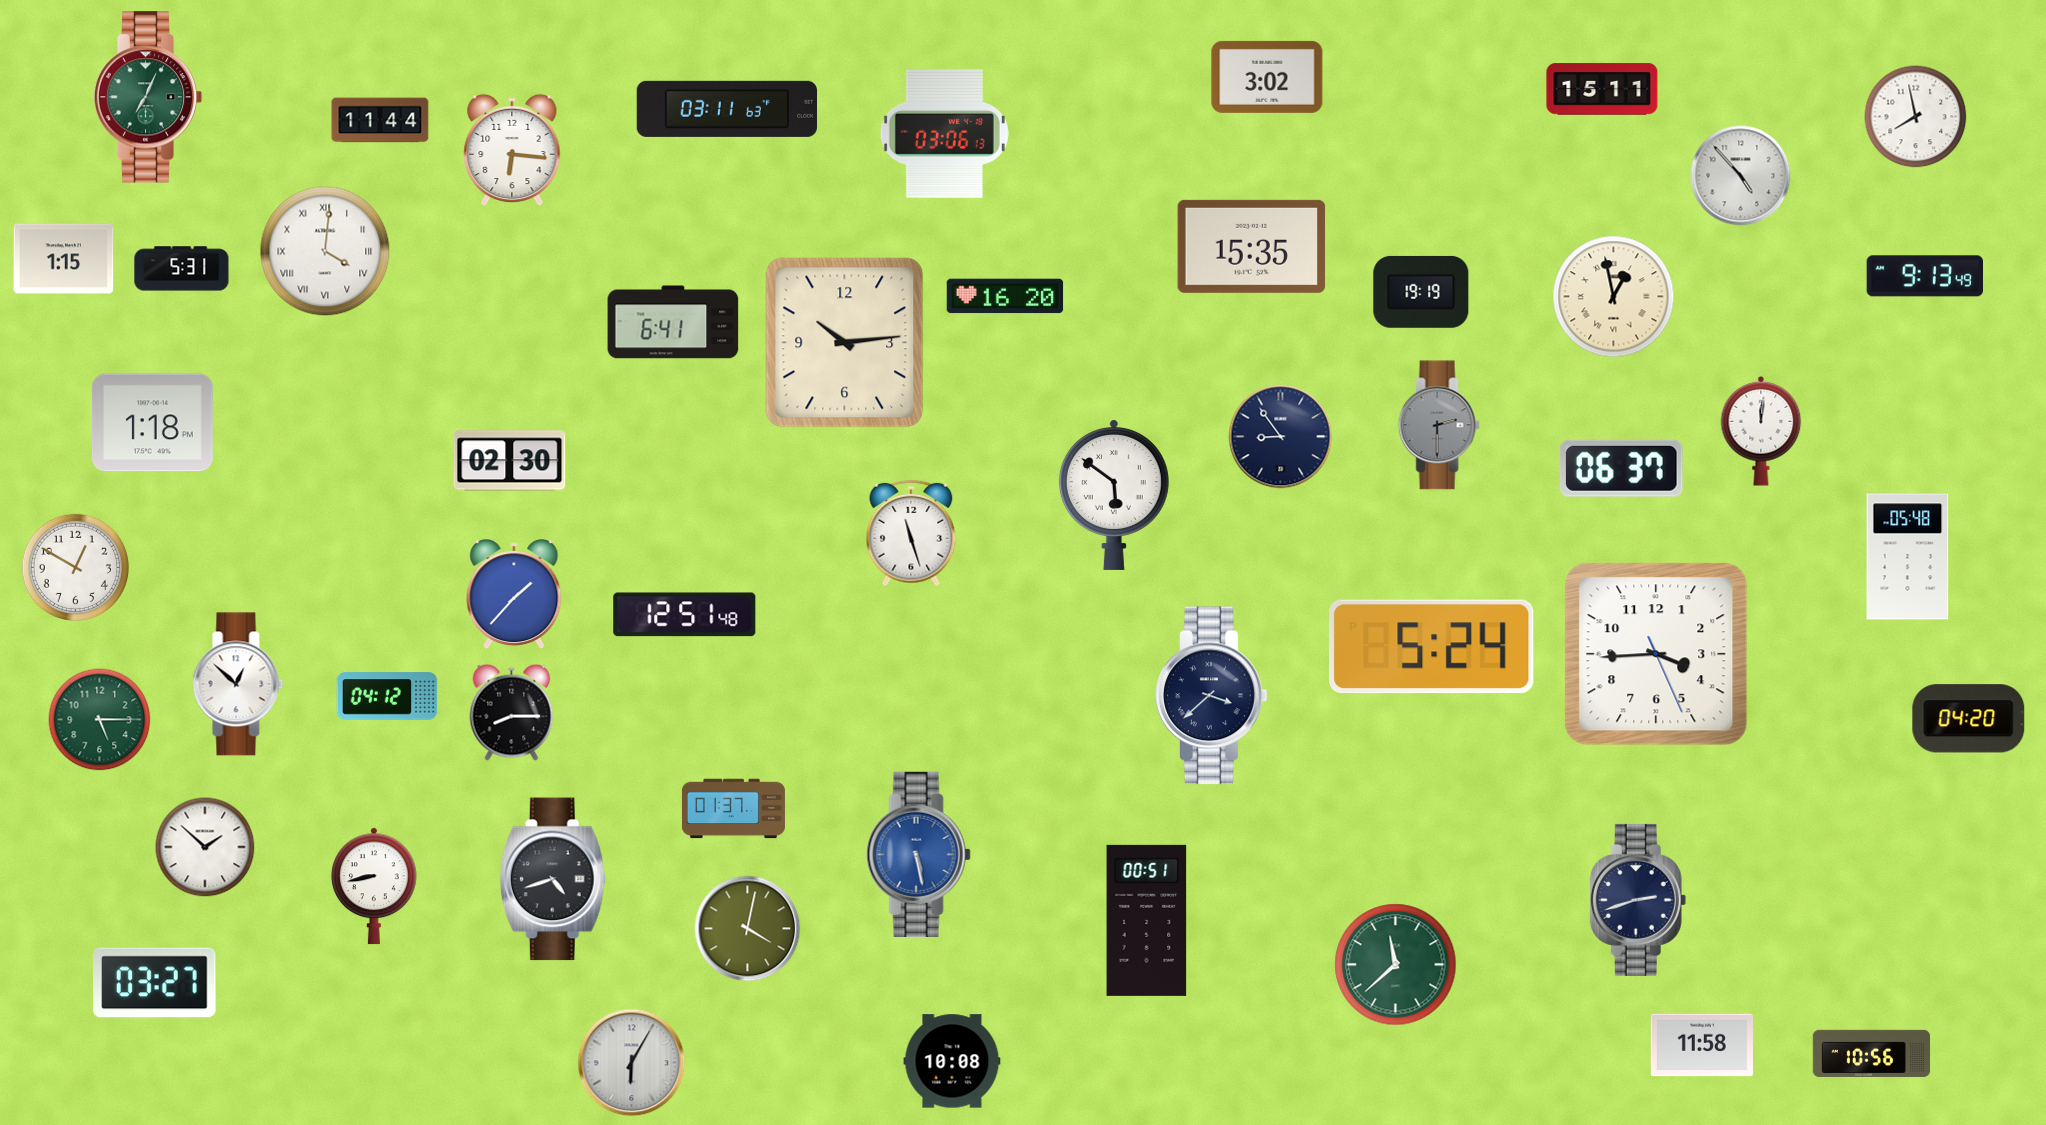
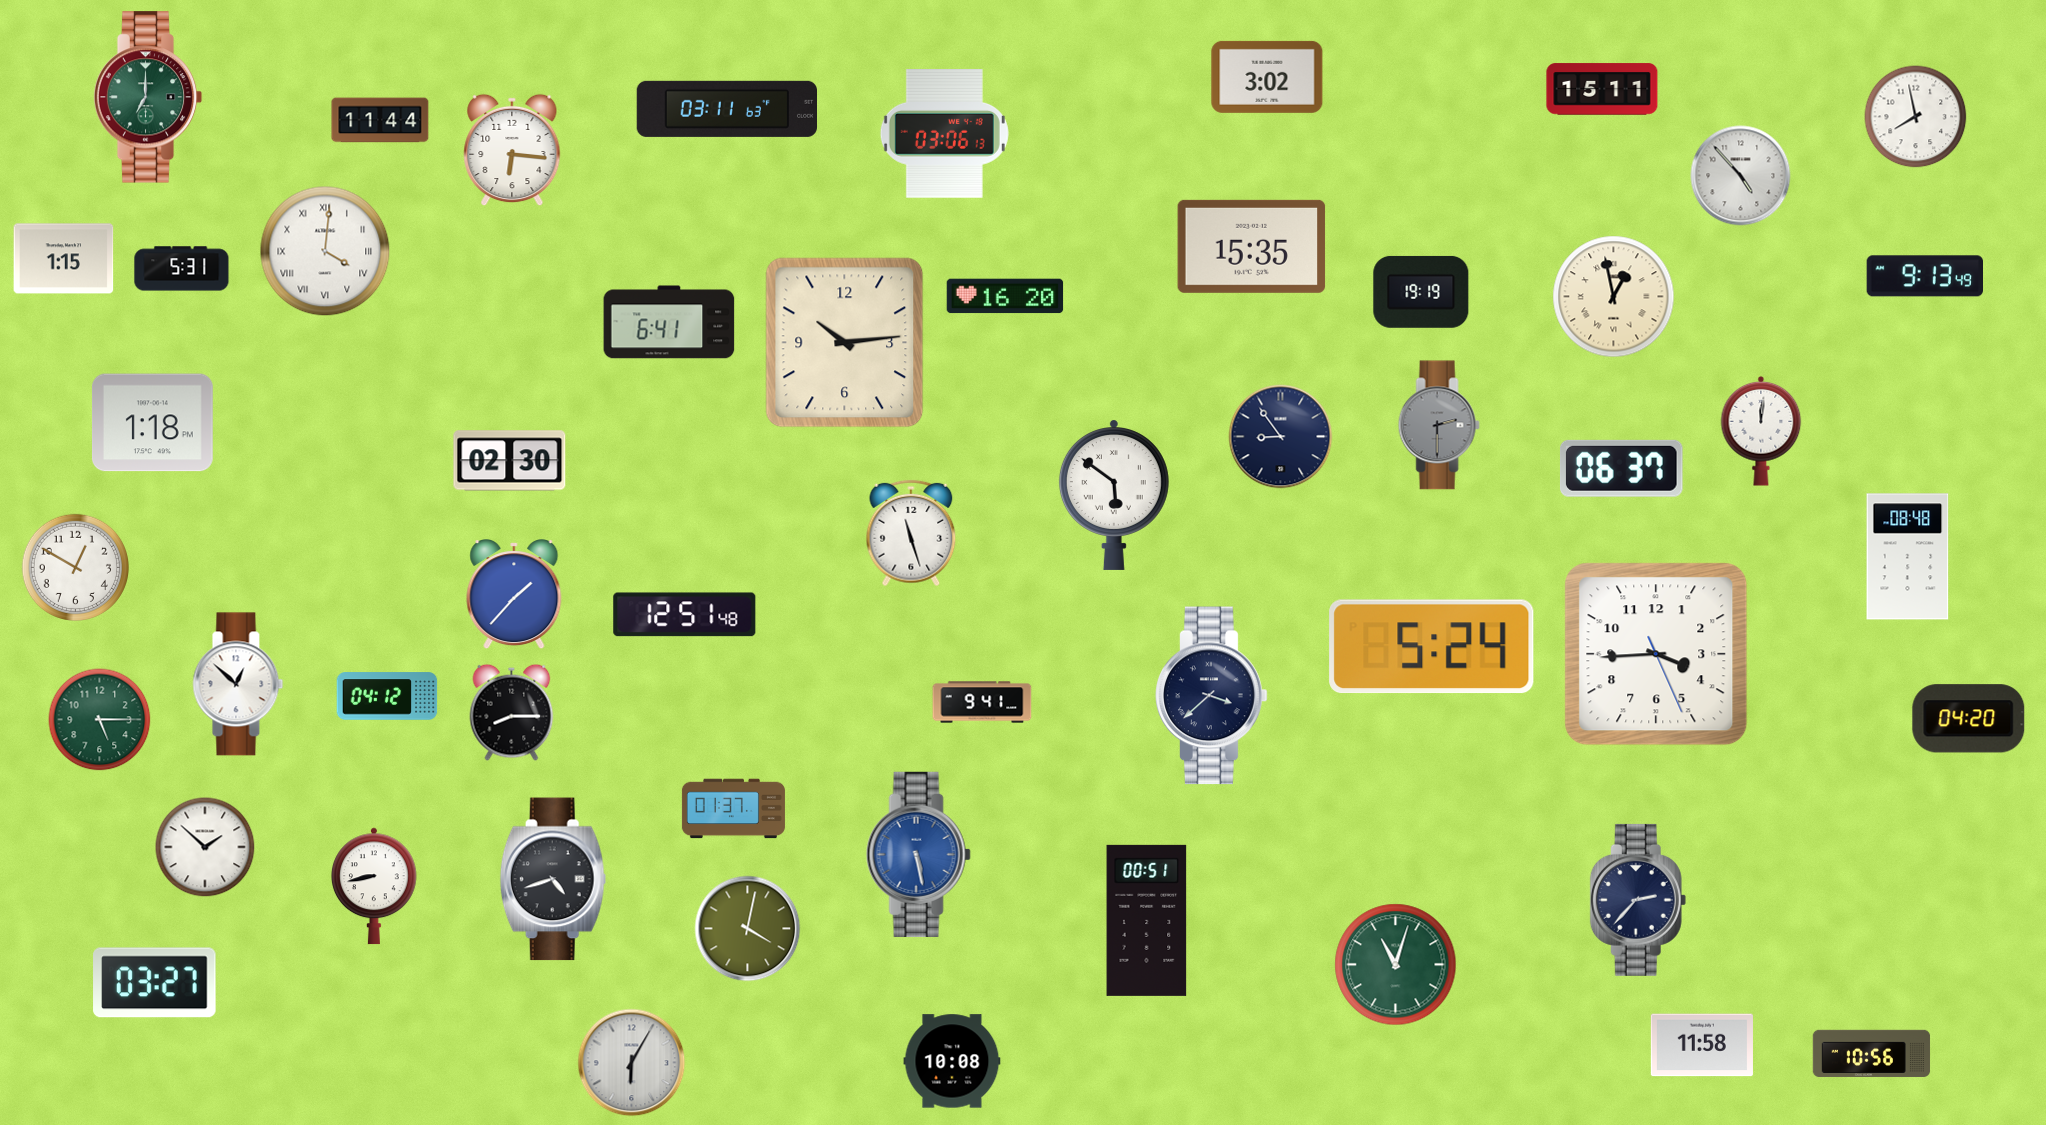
clock at (148, 97): 7:04 -> 7:00
clock at (673, 322) position: (673, 322) -> (669, 322)
clock at (1908, 557): 05:48 -> 08:48
clock at (982, 702): none -> 9:41
clock at (1638, 900): 2:42 -> 2:37
clock at (1396, 965): 11:38 -> 11:03
